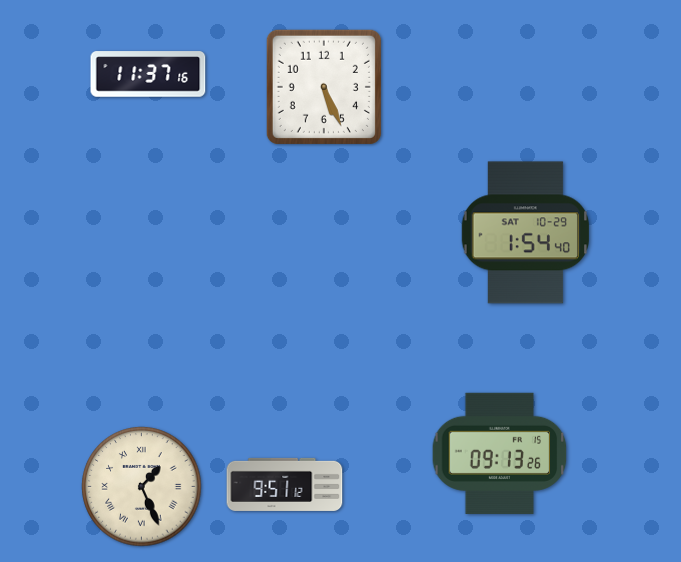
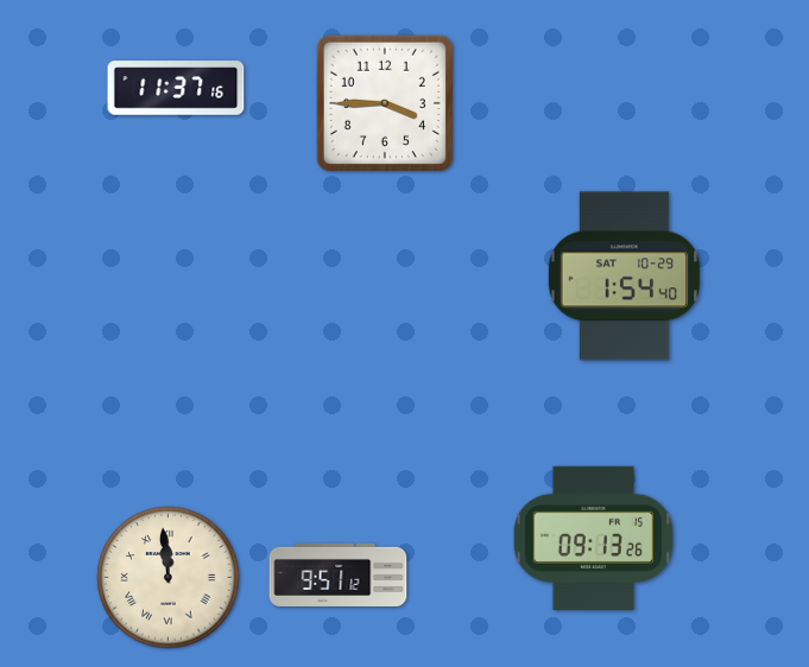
clock at (324, 87): 5:26 -> 3:45
clock at (142, 487): 1:26 -> 11:59
